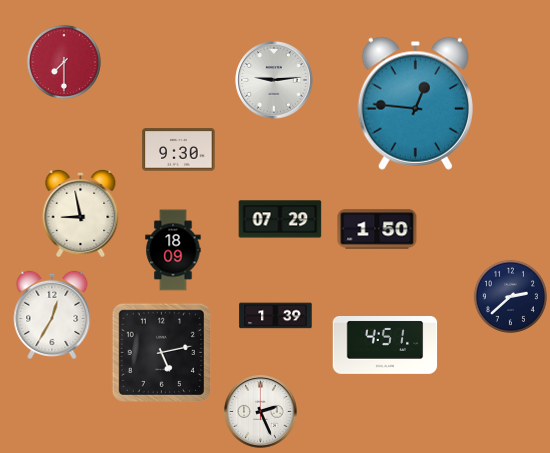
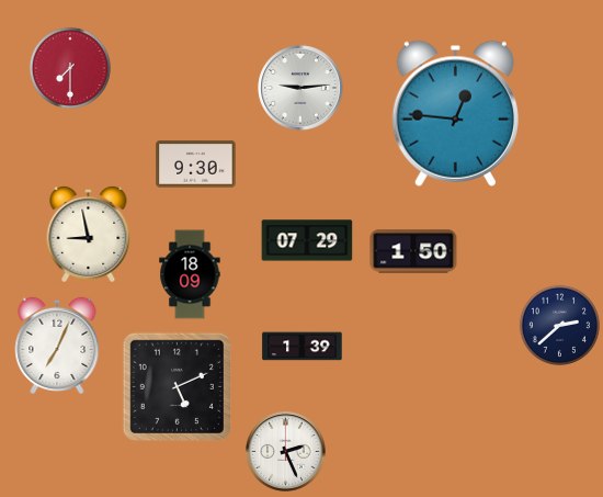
clock at (52, 314): 12:35 -> 7:04
clock at (385, 346): 4:51 -> none
clock at (161, 352): 5:13 -> 5:11
